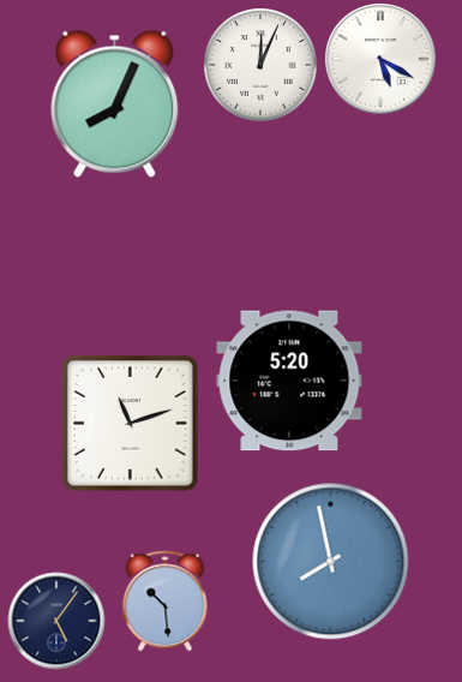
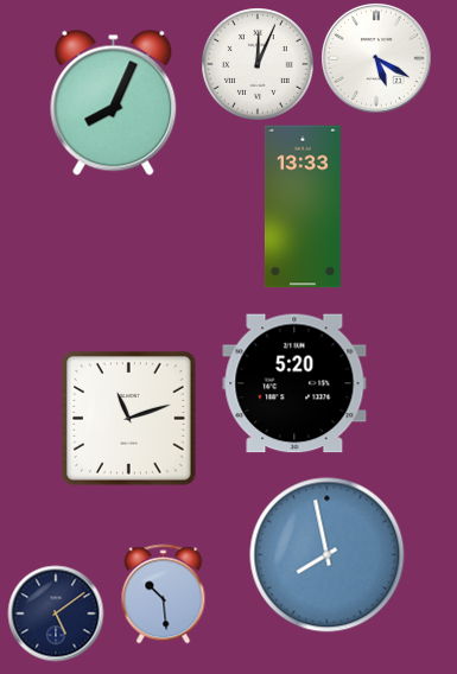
clock at (303, 206): none -> 13:33
clock at (289, 381) position: (289, 381) -> (294, 383)
clock at (56, 621): 5:06 -> 5:09
